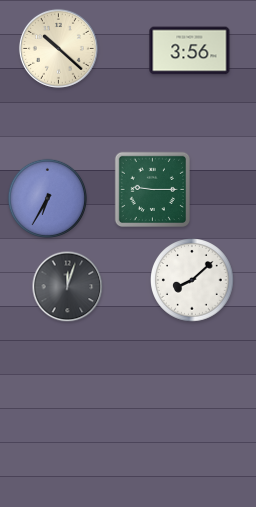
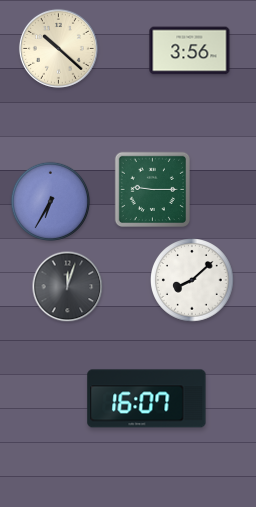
clock at (47, 198) position: (47, 198) -> (50, 201)
clock at (147, 399): none -> 16:07
